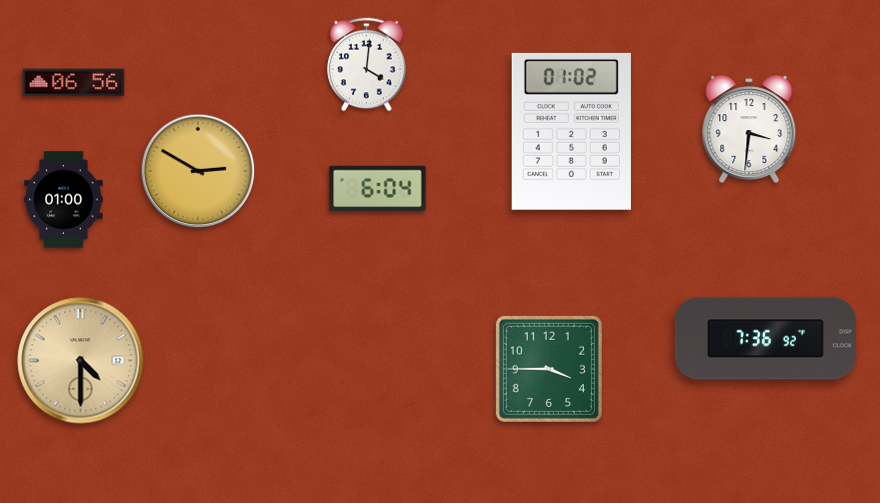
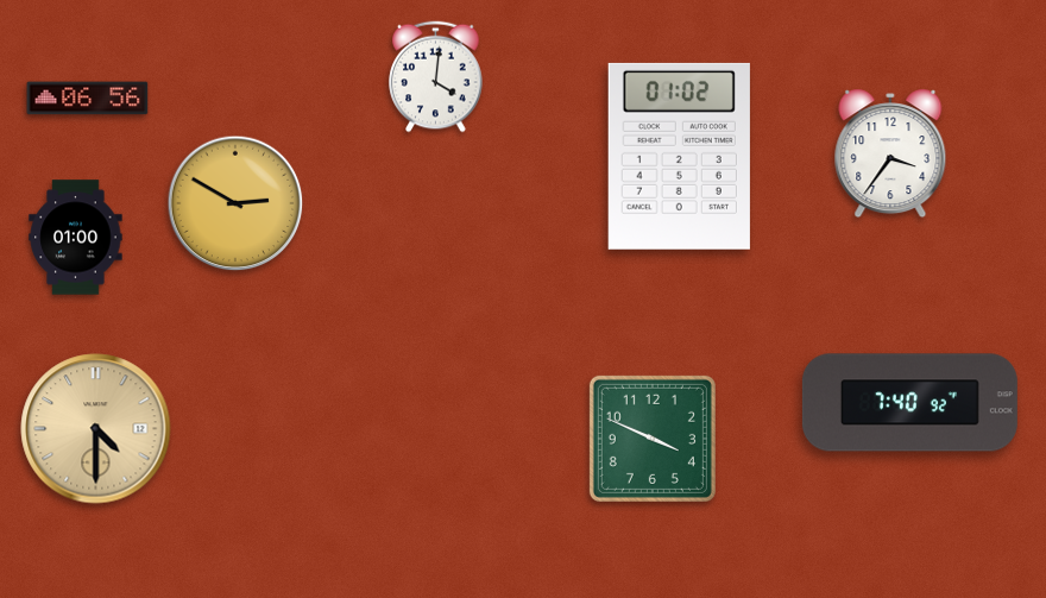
clock at (749, 129): 3:31 -> 3:36
clock at (378, 189): 6:04 -> none
clock at (765, 339): 7:36 -> 7:40
clock at (549, 369): 3:45 -> 3:49
